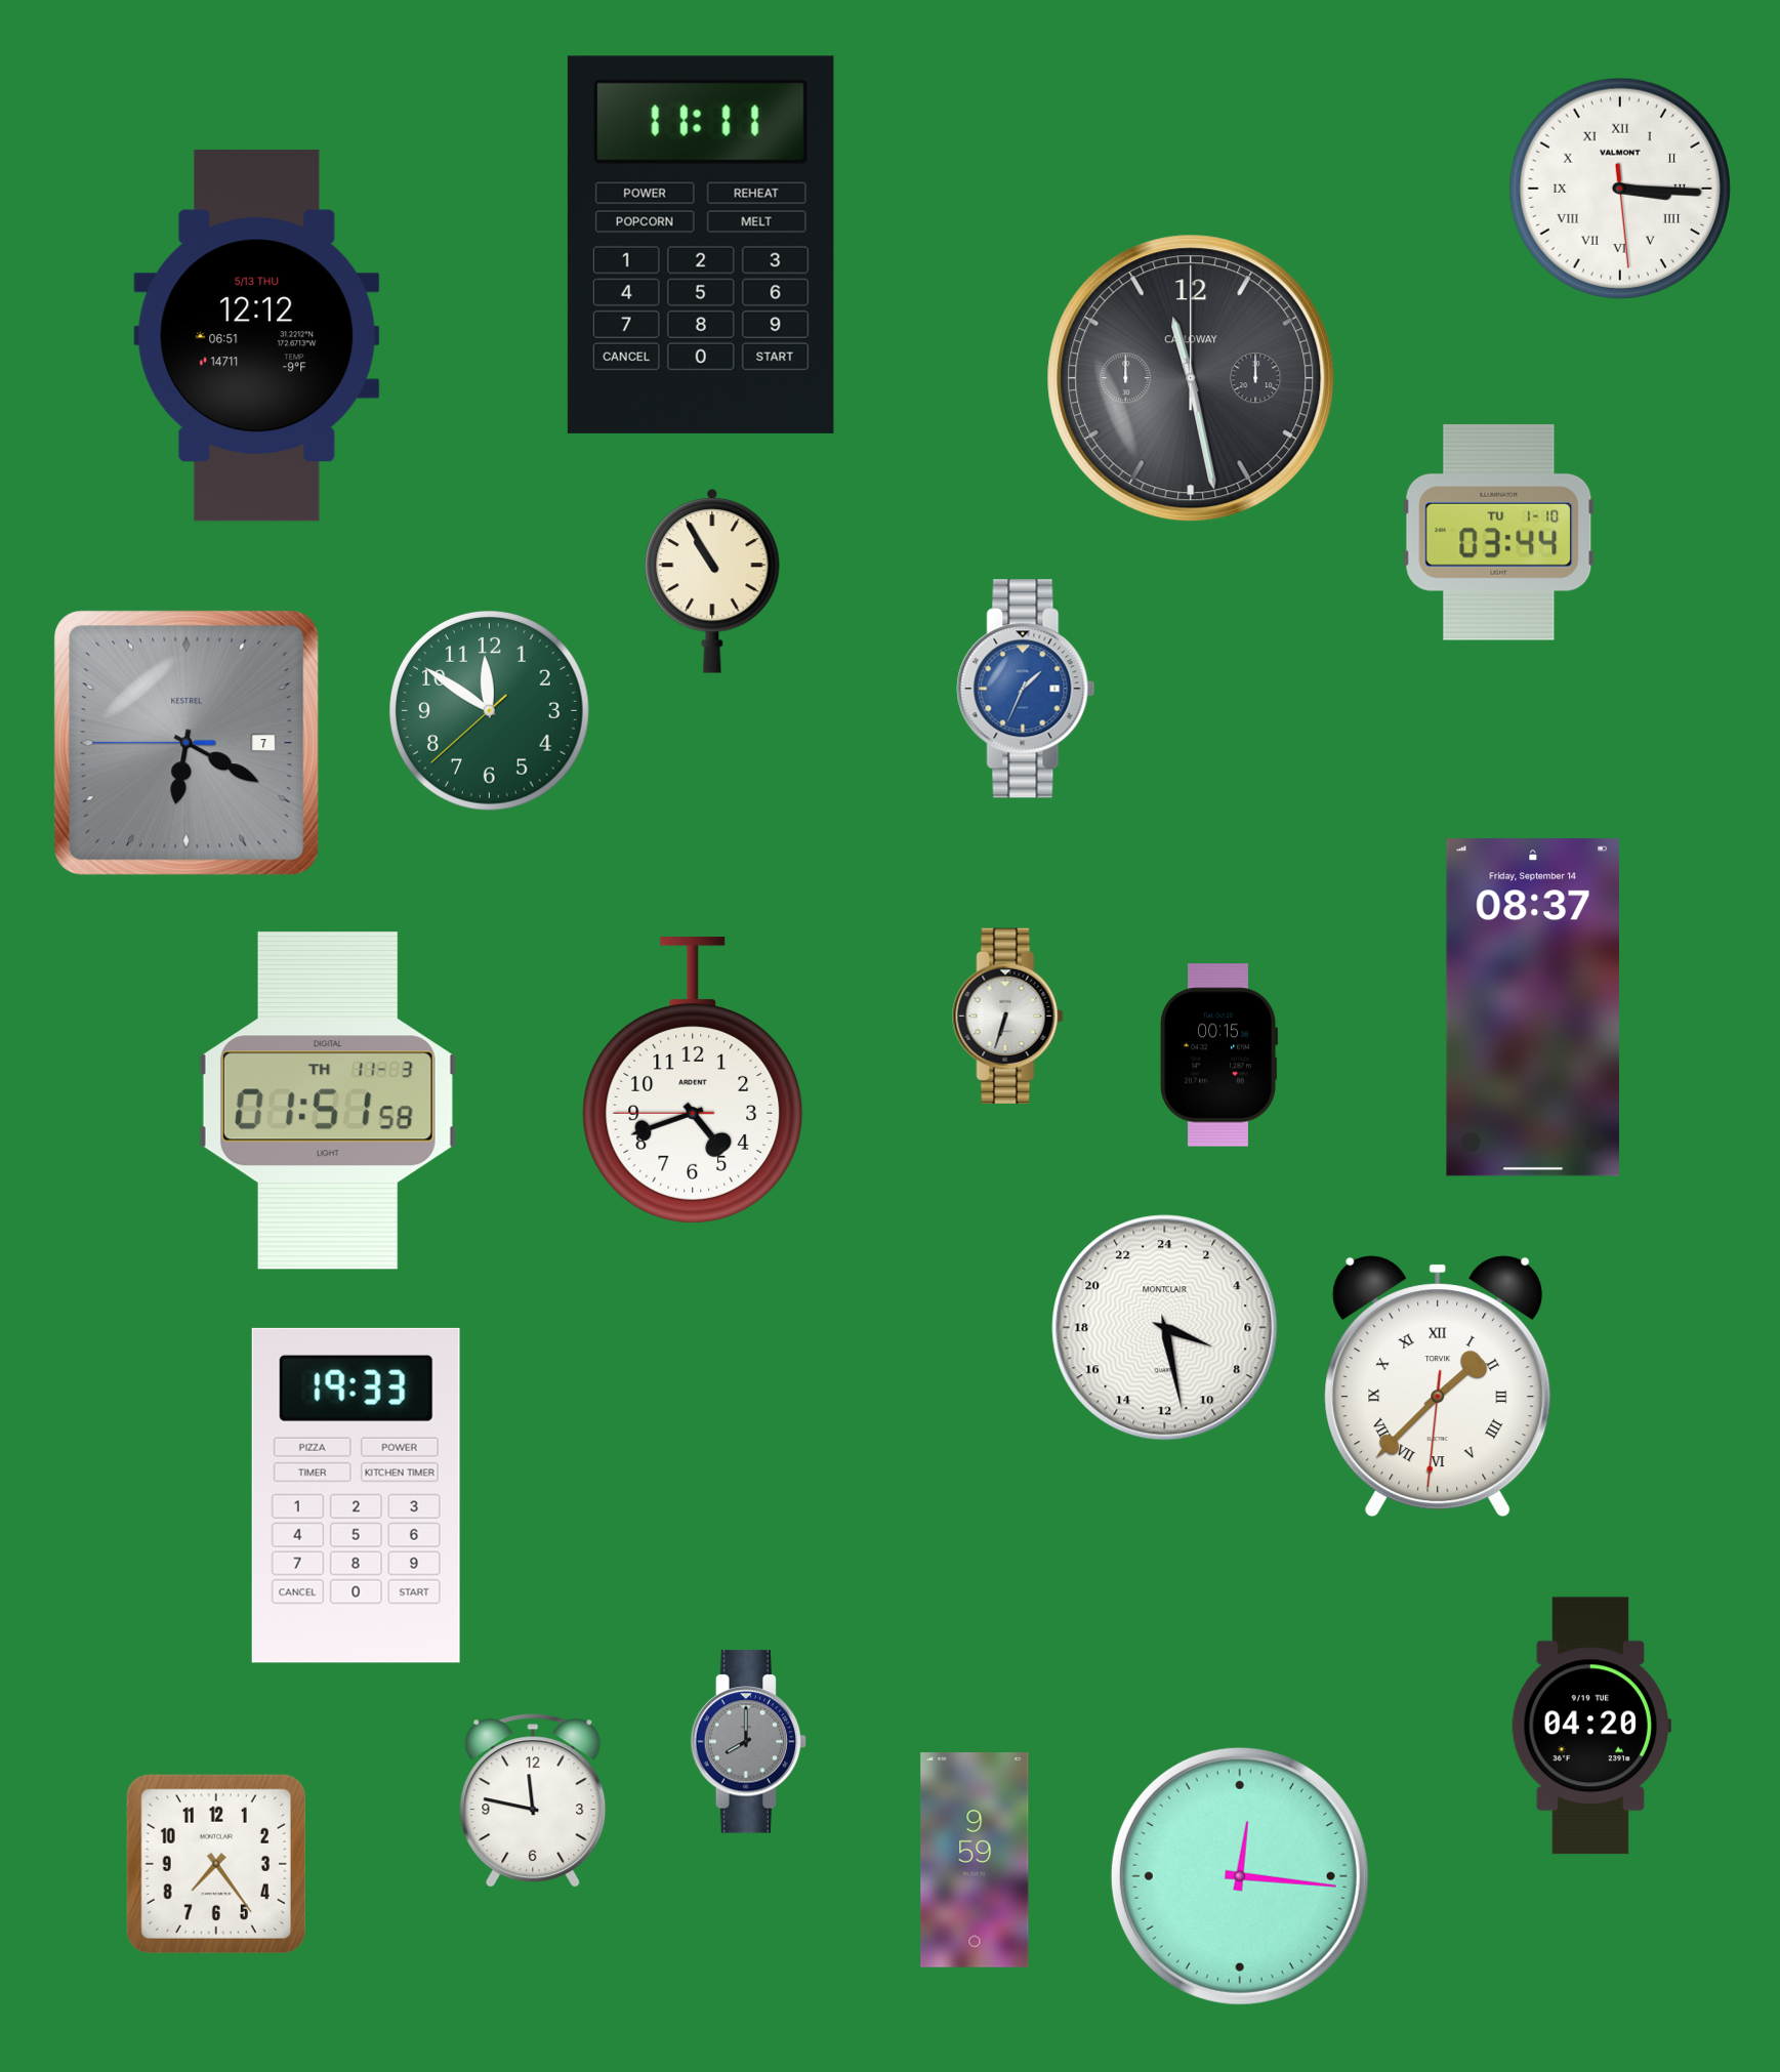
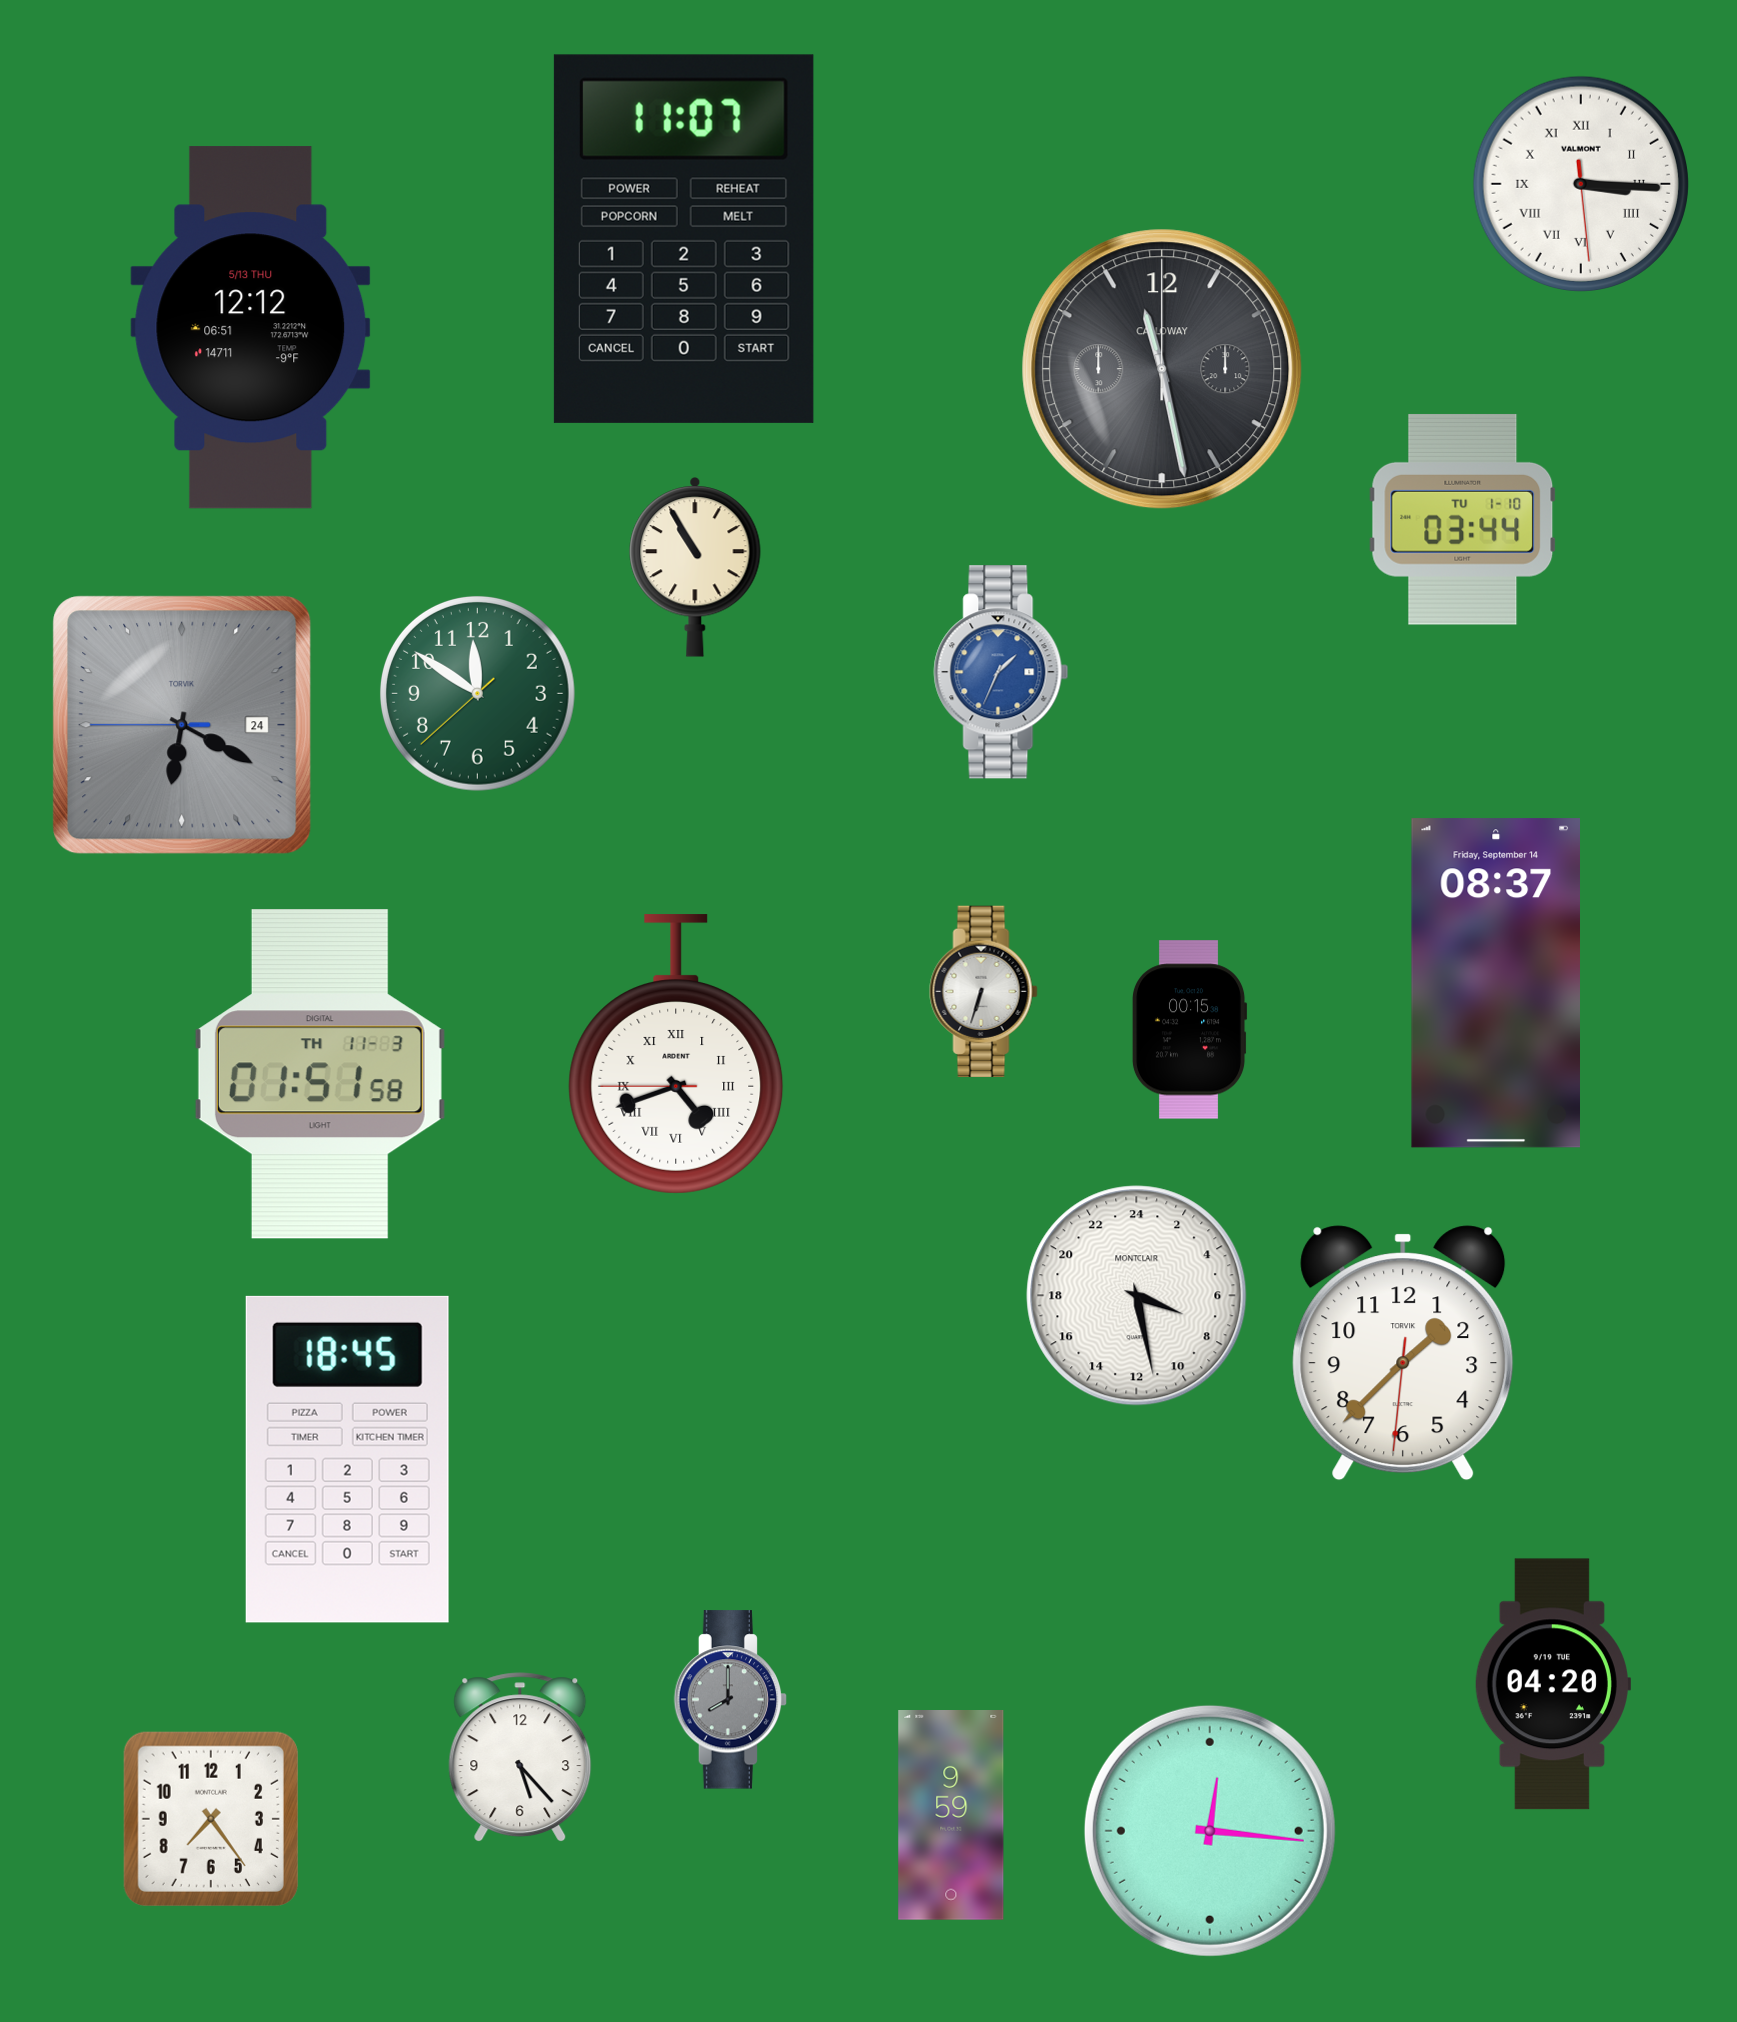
clock at (701, 245): 11:11 -> 11:07
clock at (187, 743) date: 7 -> 24
clock at (187, 743) brand: KESTREL -> TORVIK
clock at (693, 1080) numerals: Arabic -> Roman
clock at (1438, 1386) numerals: Roman -> Arabic
clock at (356, 1495): 19:33 -> 18:45
clock at (533, 1800): 11:47 -> 5:23
